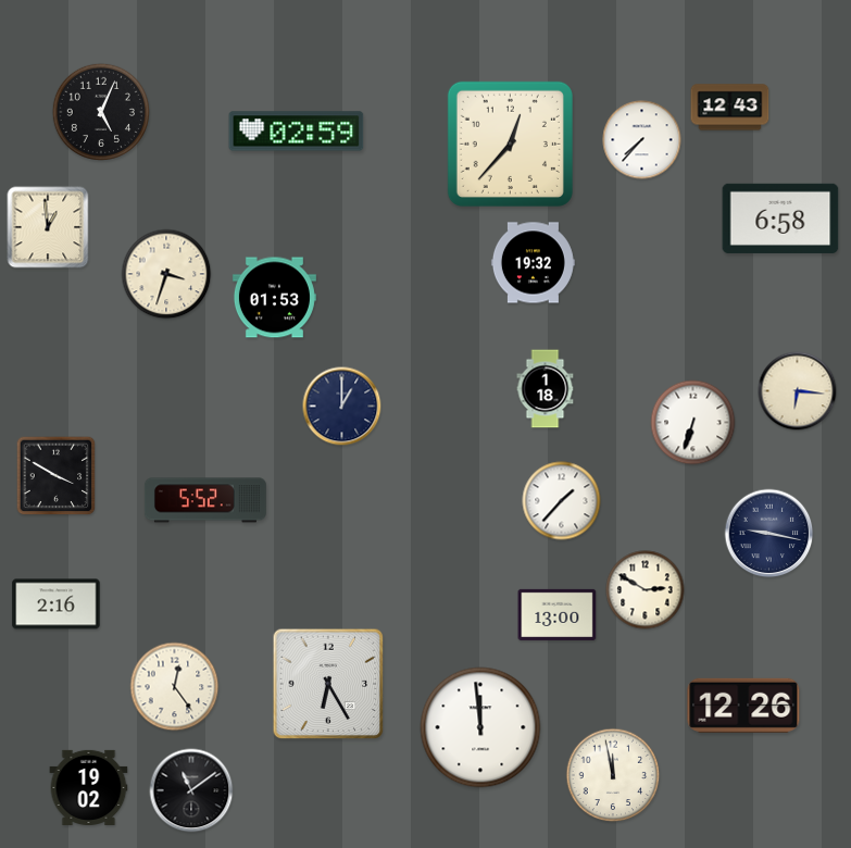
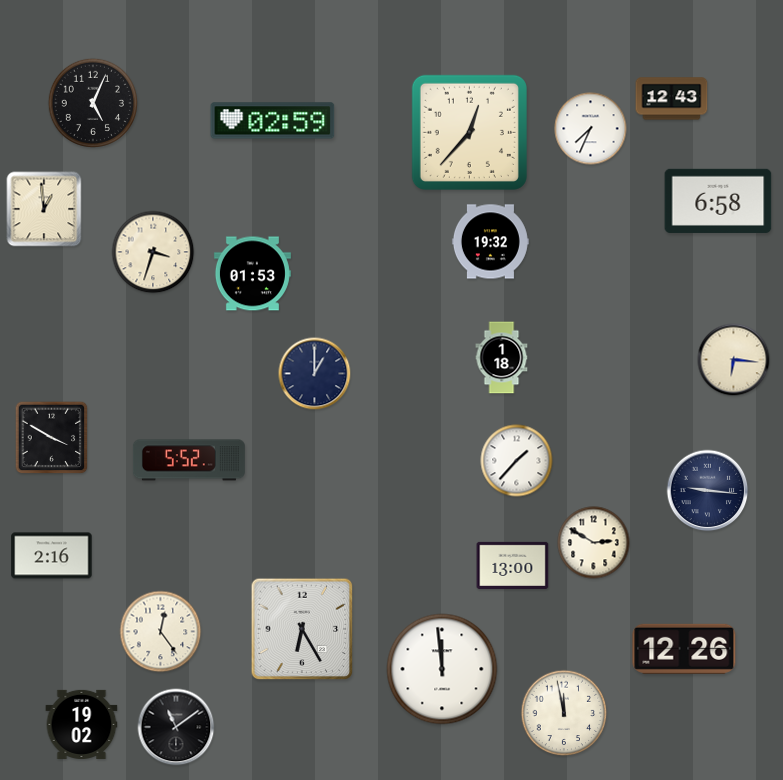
clock at (642, 140): 7:37 -> 7:34
clock at (693, 423): 6:33 -> none
clock at (769, 534): 9:17 -> 9:16
